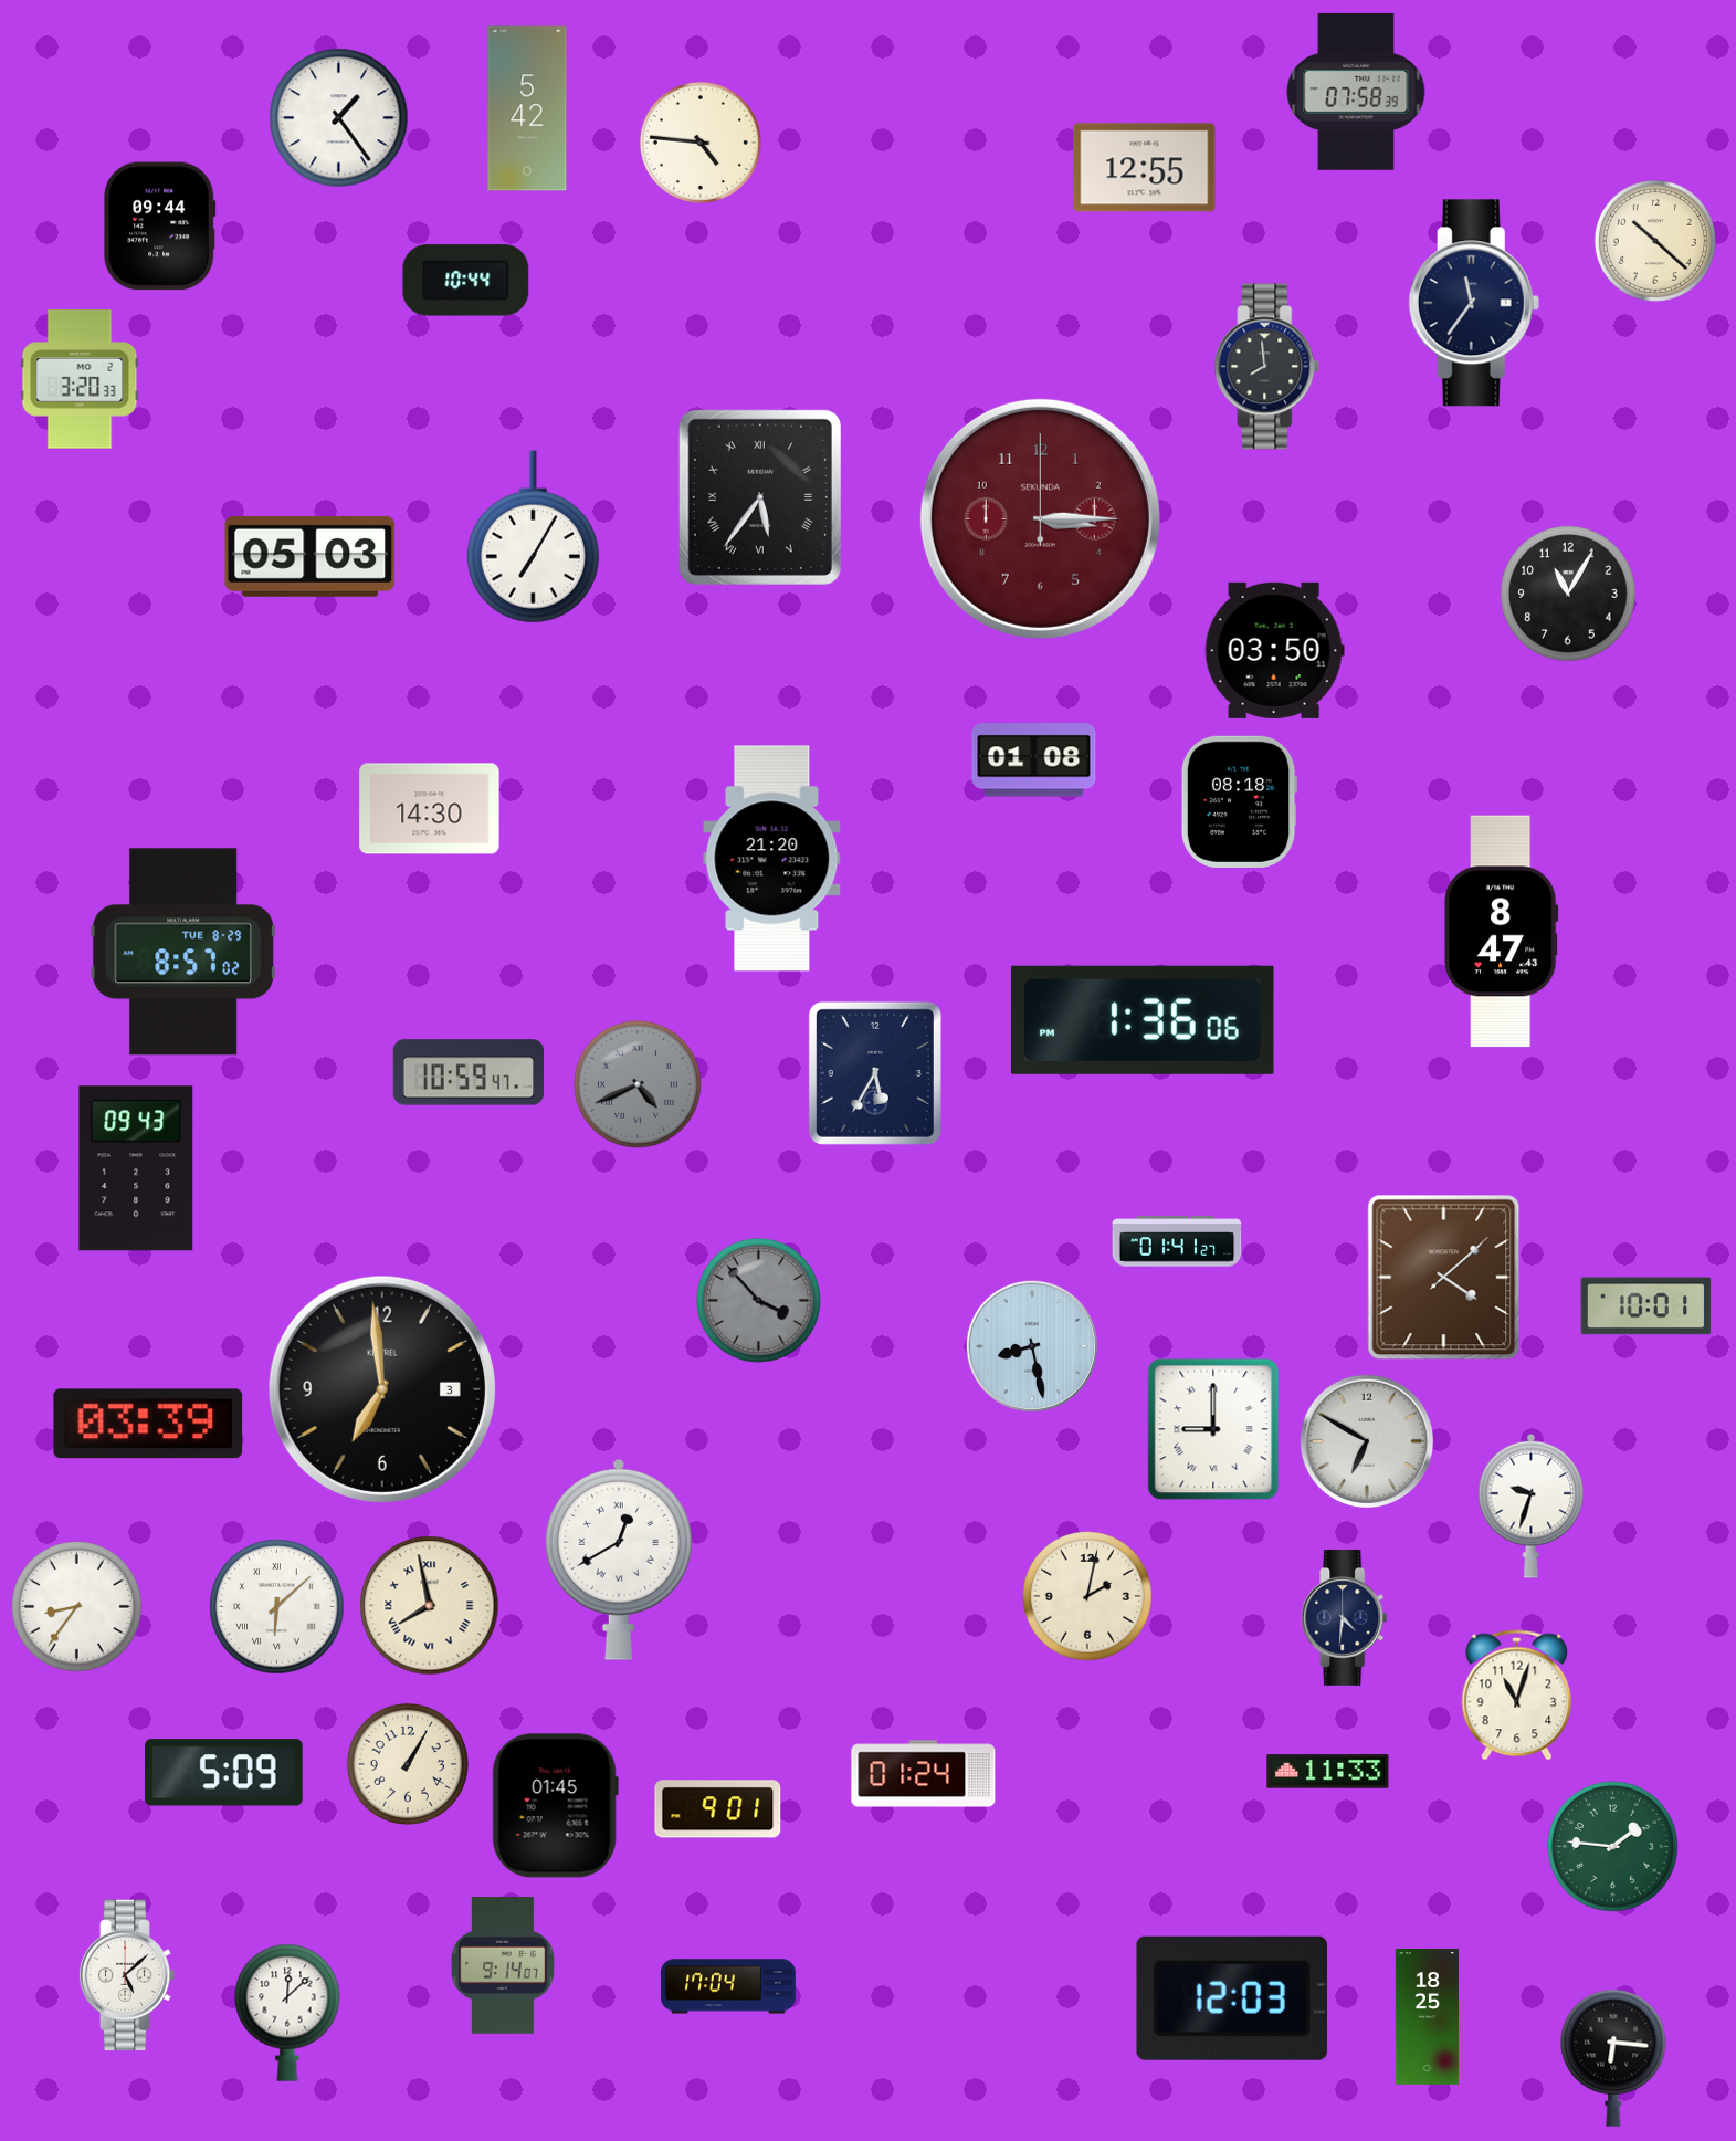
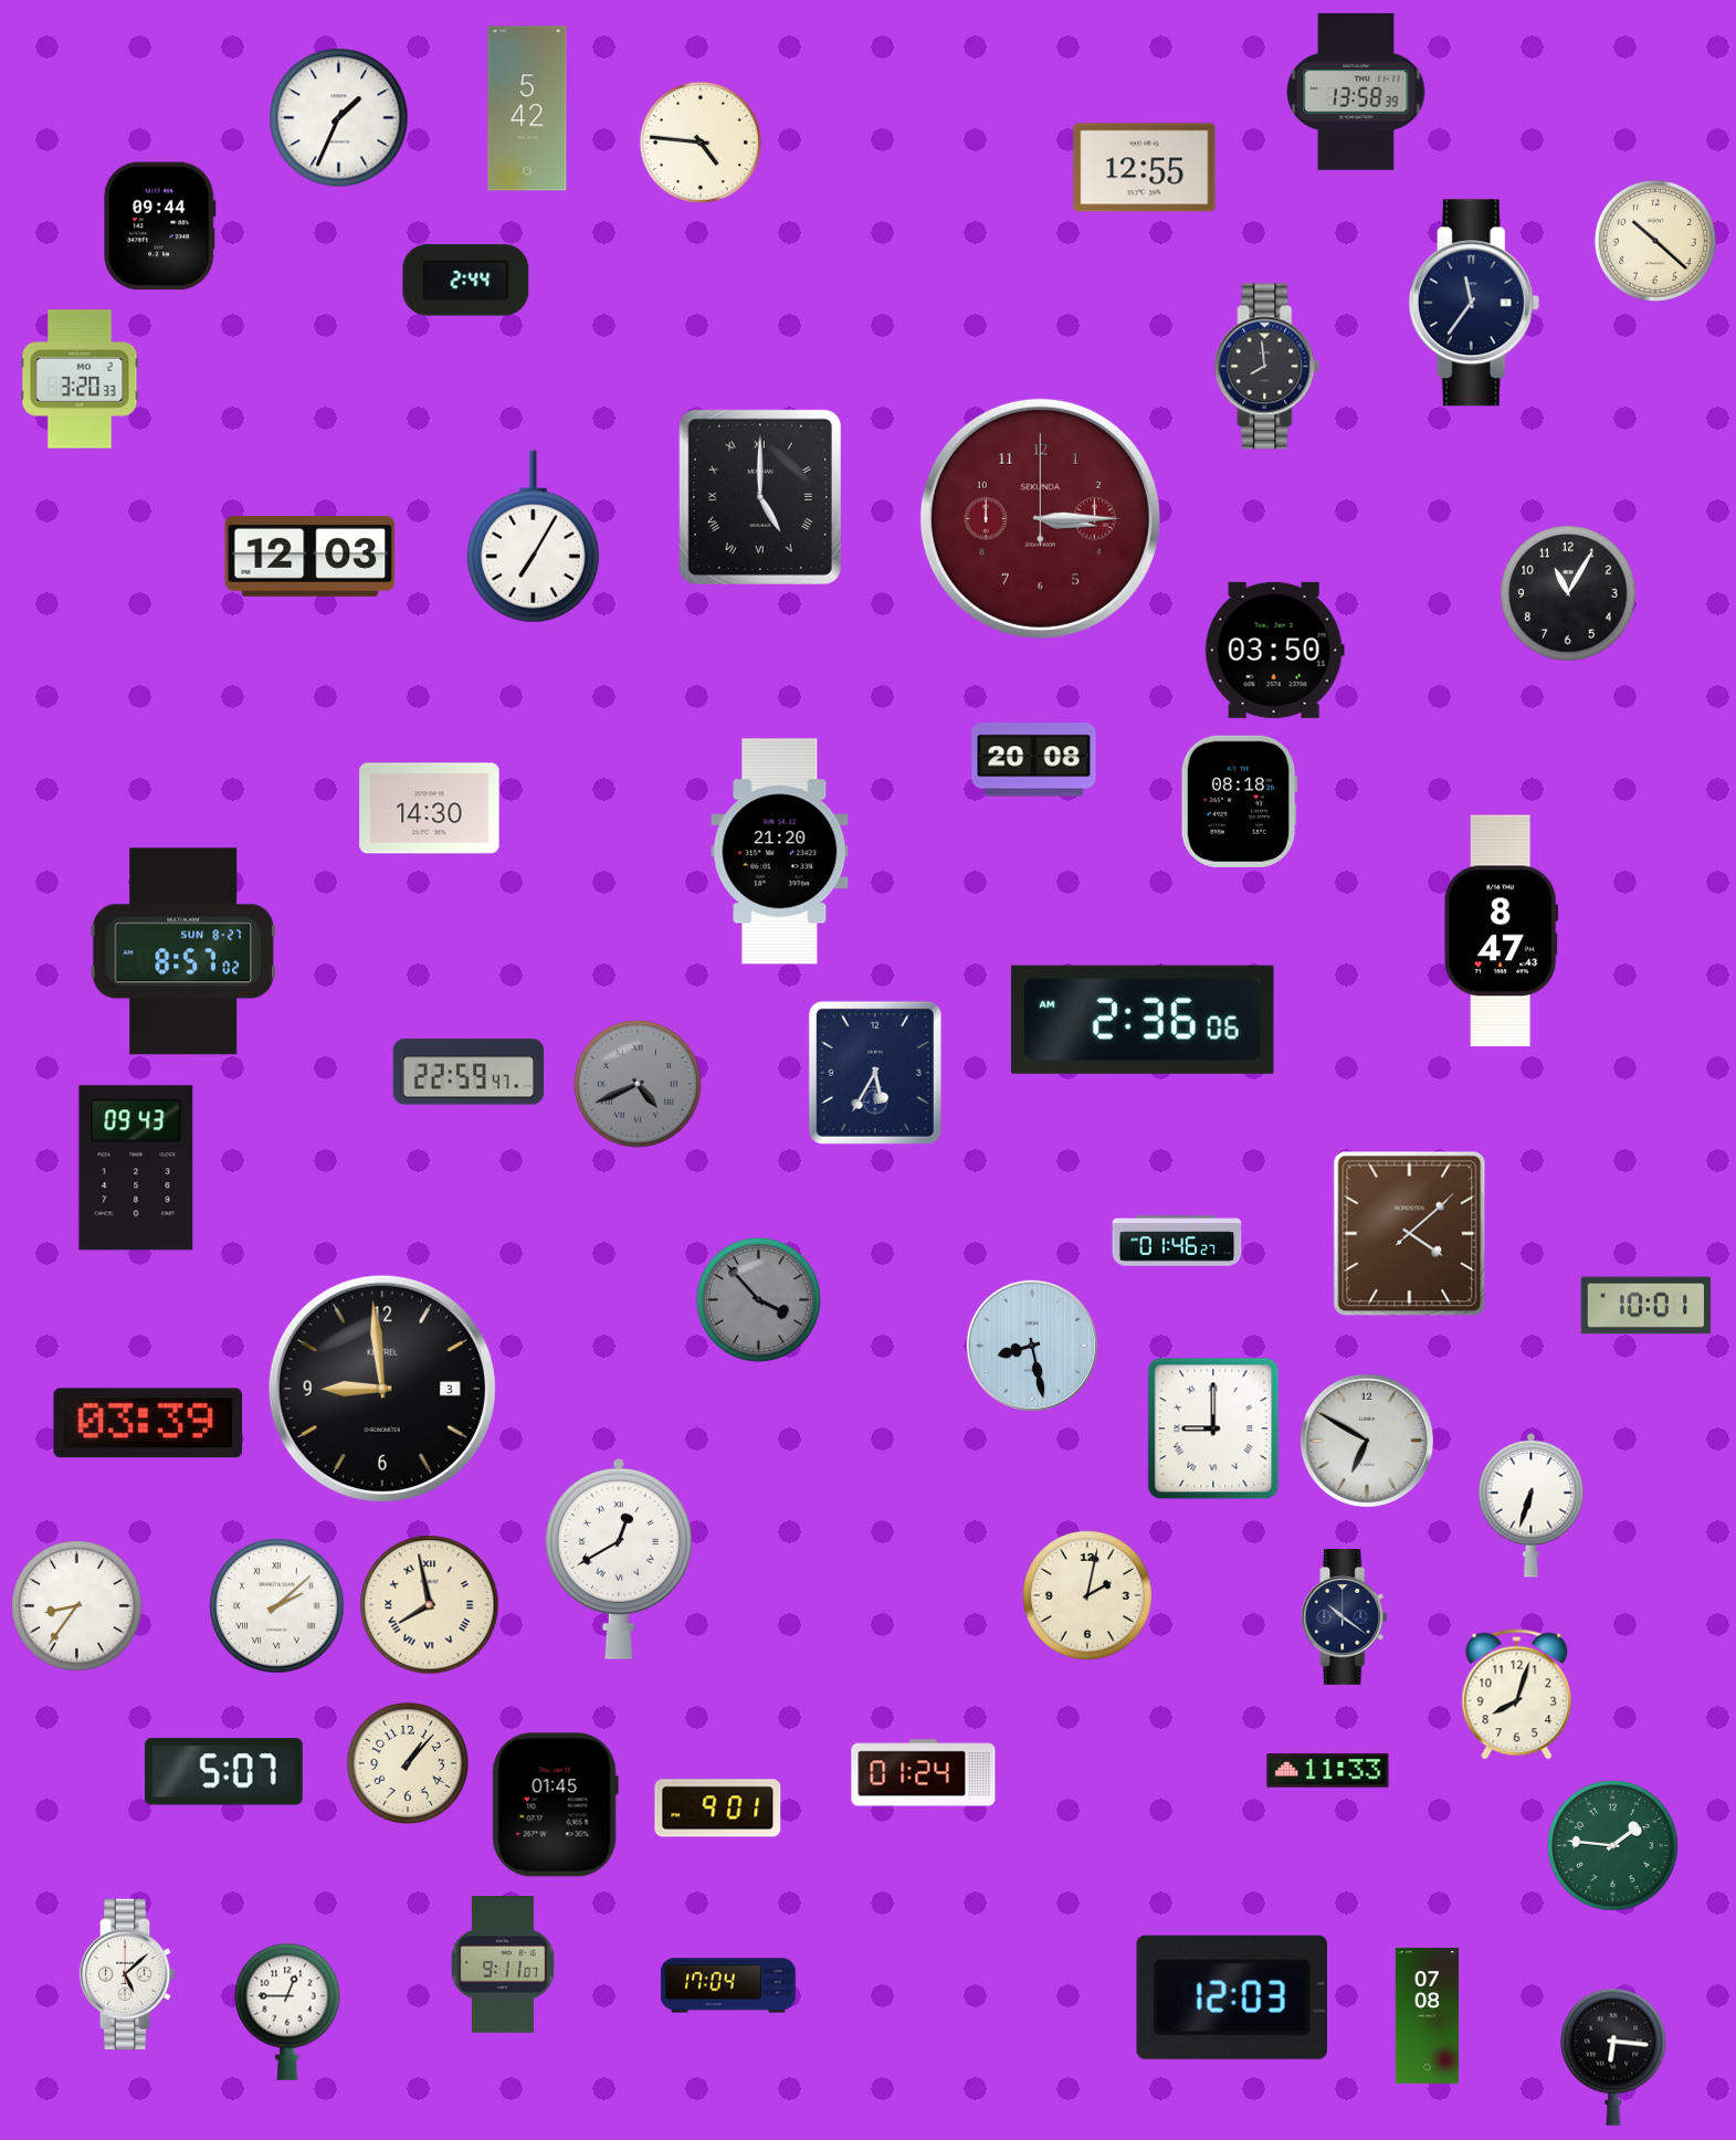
clock at (1356, 92): 07:58 -> 13:58
clock at (339, 118): 1:24 -> 1:34
clock at (466, 281): 10:44 -> 2:44
clock at (760, 497): 5:36 -> 5:00
clock at (311, 556): 05:03 -> 12:03
clock at (1034, 760): 01:08 -> 20:08
clock at (772, 859) position: (772, 859) -> (780, 852)
clock at (183, 952) date: TUE 8-29 -> SUN 8-27
clock at (1144, 1020): 1:36 -> 2:36
clock at (469, 1072): 10:59 -> 22:59
clock at (1177, 1241): 01:41 -> 01:46
clock at (1444, 1278) position: (1444, 1278) -> (1410, 1234)
clock at (382, 1389): 6:59 -> 8:59
clock at (1532, 1505): 9:33 -> 6:33
clock at (277, 1607): 6:08 -> 2:08
clock at (1345, 1617): 4:31 -> 10:21
clock at (1517, 1696): 11:03 -> 8:03
clock at (408, 1764): 1:05 -> 1:07
clock at (224, 1773): 5:09 -> 5:07
clock at (503, 1965): 9:14 -> 9:11
clock at (287, 2013): 12:08 -> 12:45
clock at (1428, 2017): 18:25 -> 07:08
